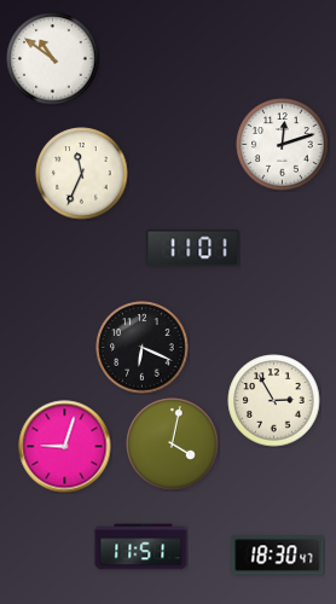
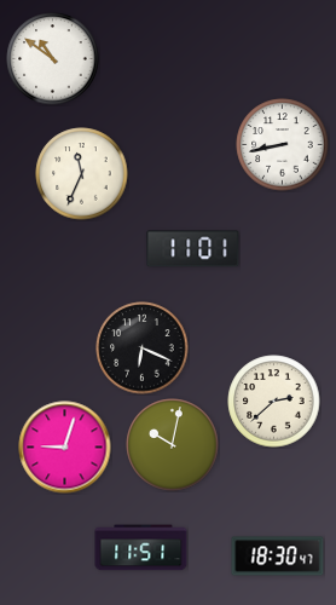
clock at (283, 145): 12:12 -> 8:43
clock at (274, 401): 2:55 -> 2:38
clock at (173, 445): 4:02 -> 10:02
